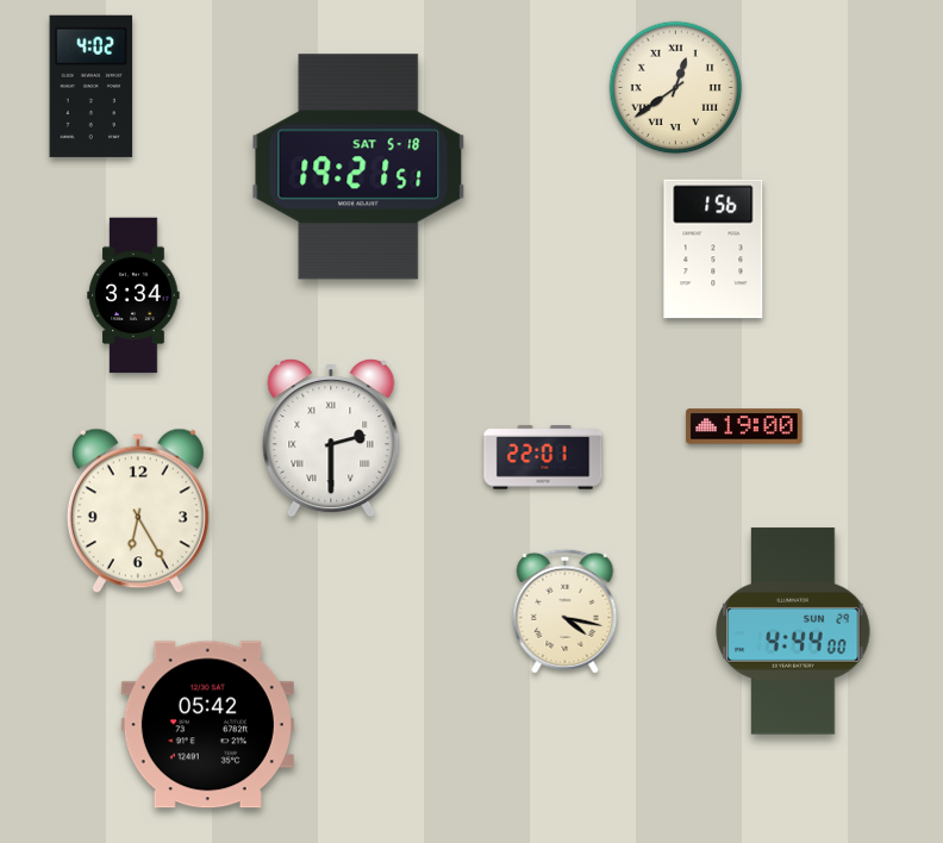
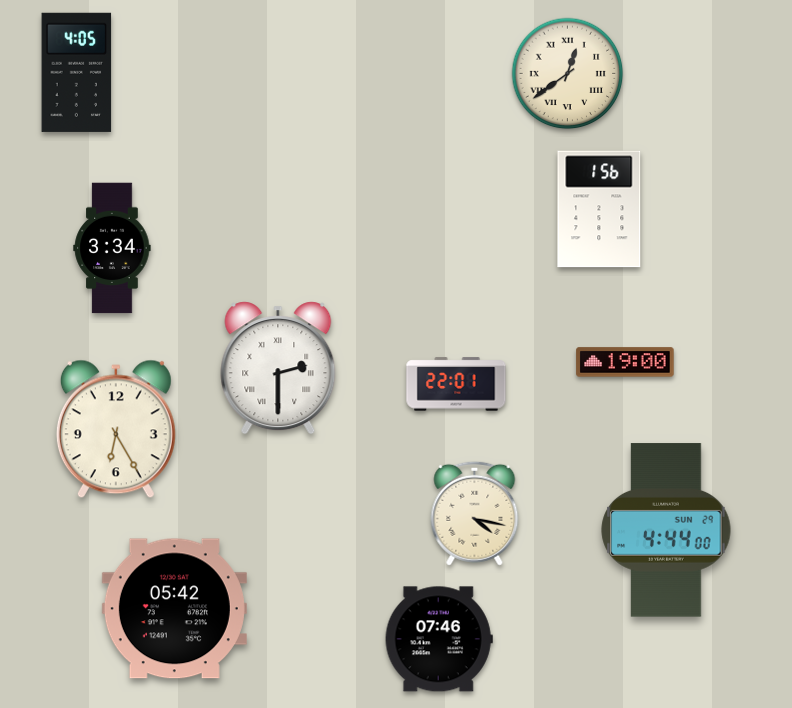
clock at (92, 86): 4:02 -> 4:05
clock at (358, 167): 19:21 -> none
clock at (744, 426) position: (744, 426) -> (625, 362)
clock at (439, 639): none -> 07:46
